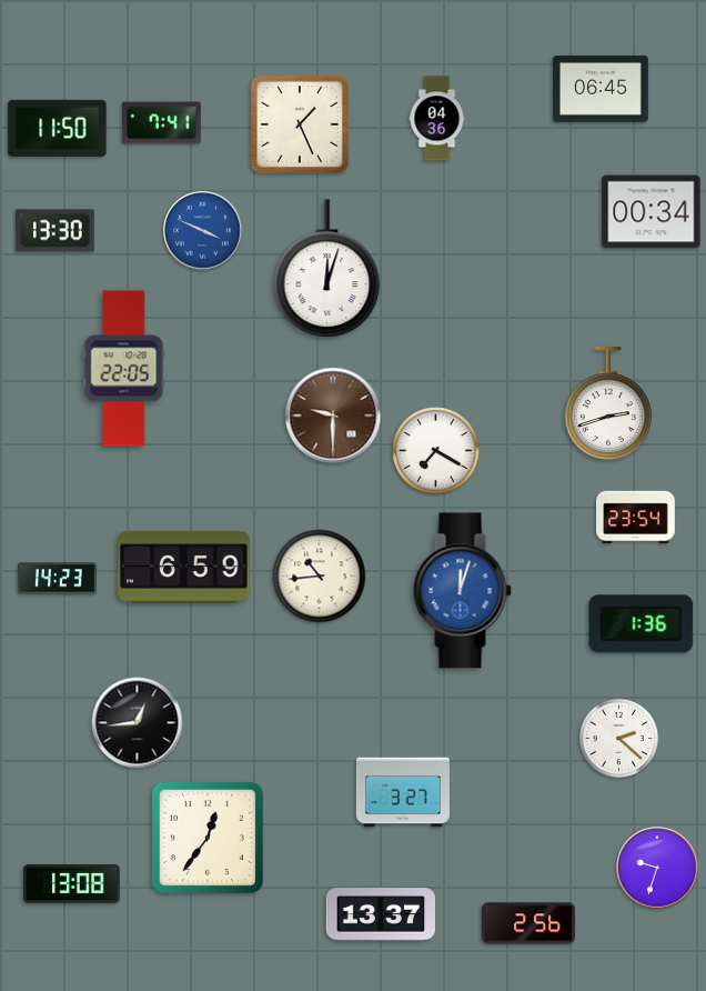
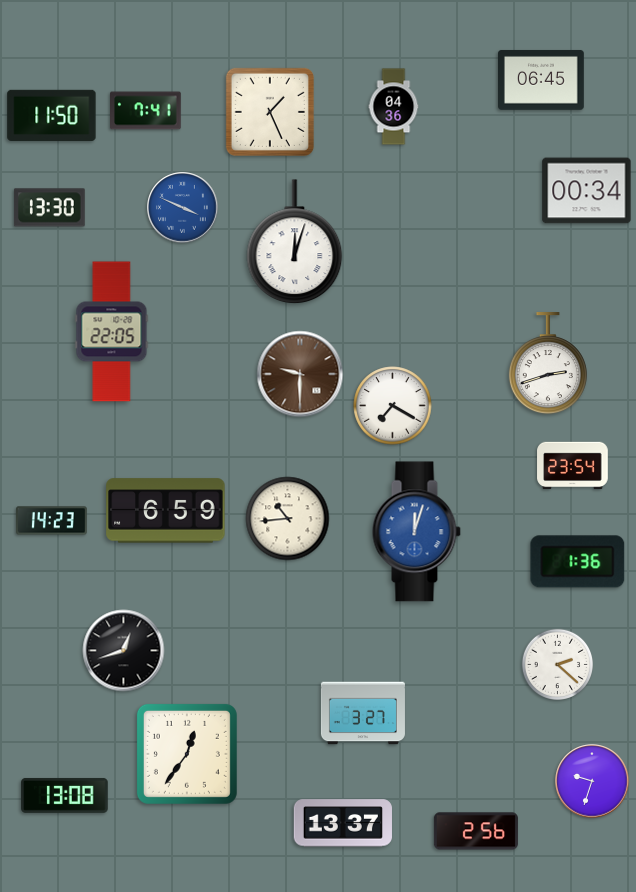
clock at (138, 723): 12:44 -> 12:42
